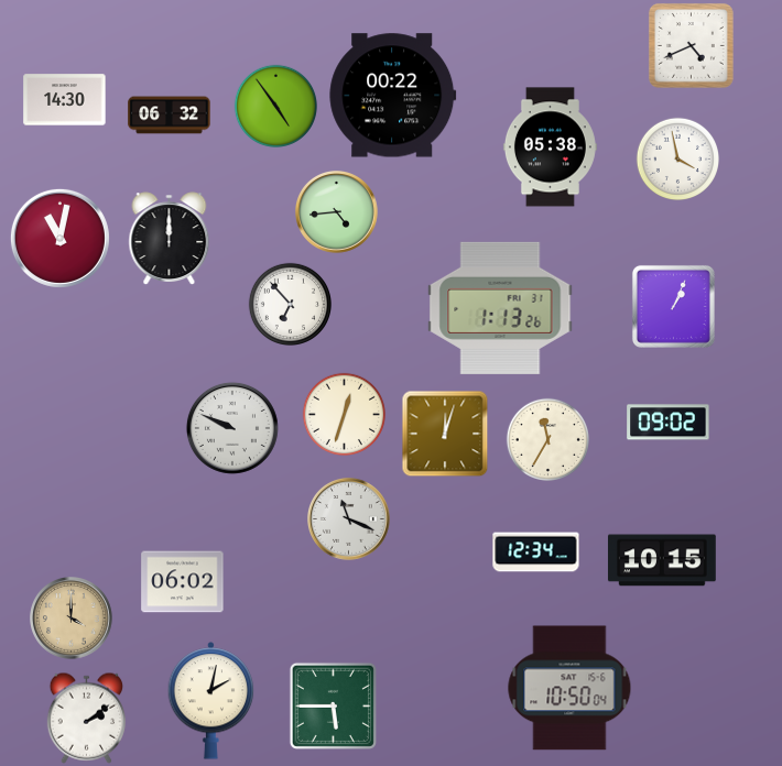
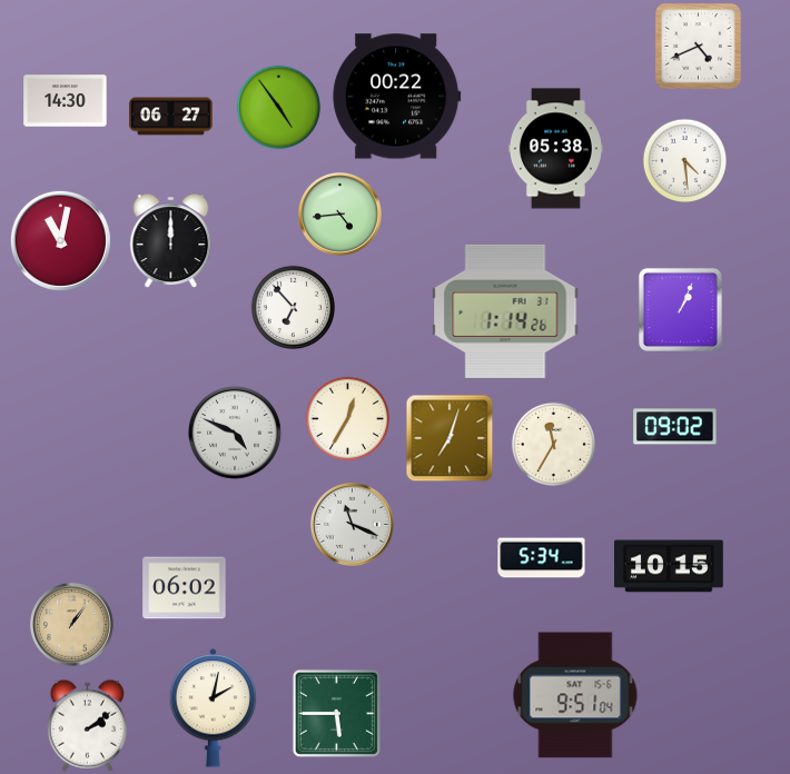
clock at (170, 116): 06:32 -> 06:27
clock at (677, 158): 3:58 -> 4:29
clock at (500, 308): 1:13 -> 1:14
clock at (344, 414): 12:33 -> 12:35
clock at (232, 428): 9:49 -> 4:49
clock at (445, 434): 12:03 -> 7:03
clock at (536, 552): 12:34 -> 5:34
clock at (72, 619): 4:00 -> 1:06
clock at (569, 688): 10:50 -> 9:51
